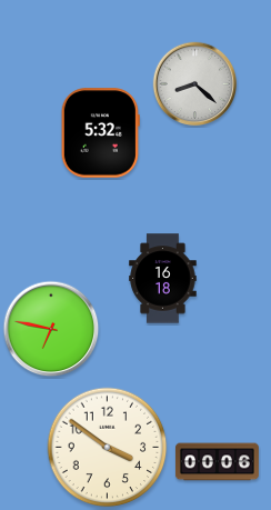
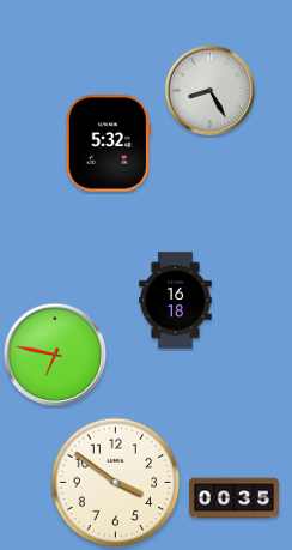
clock at (195, 84): 8:22 -> 8:25
clock at (217, 462): 00:06 -> 00:35
